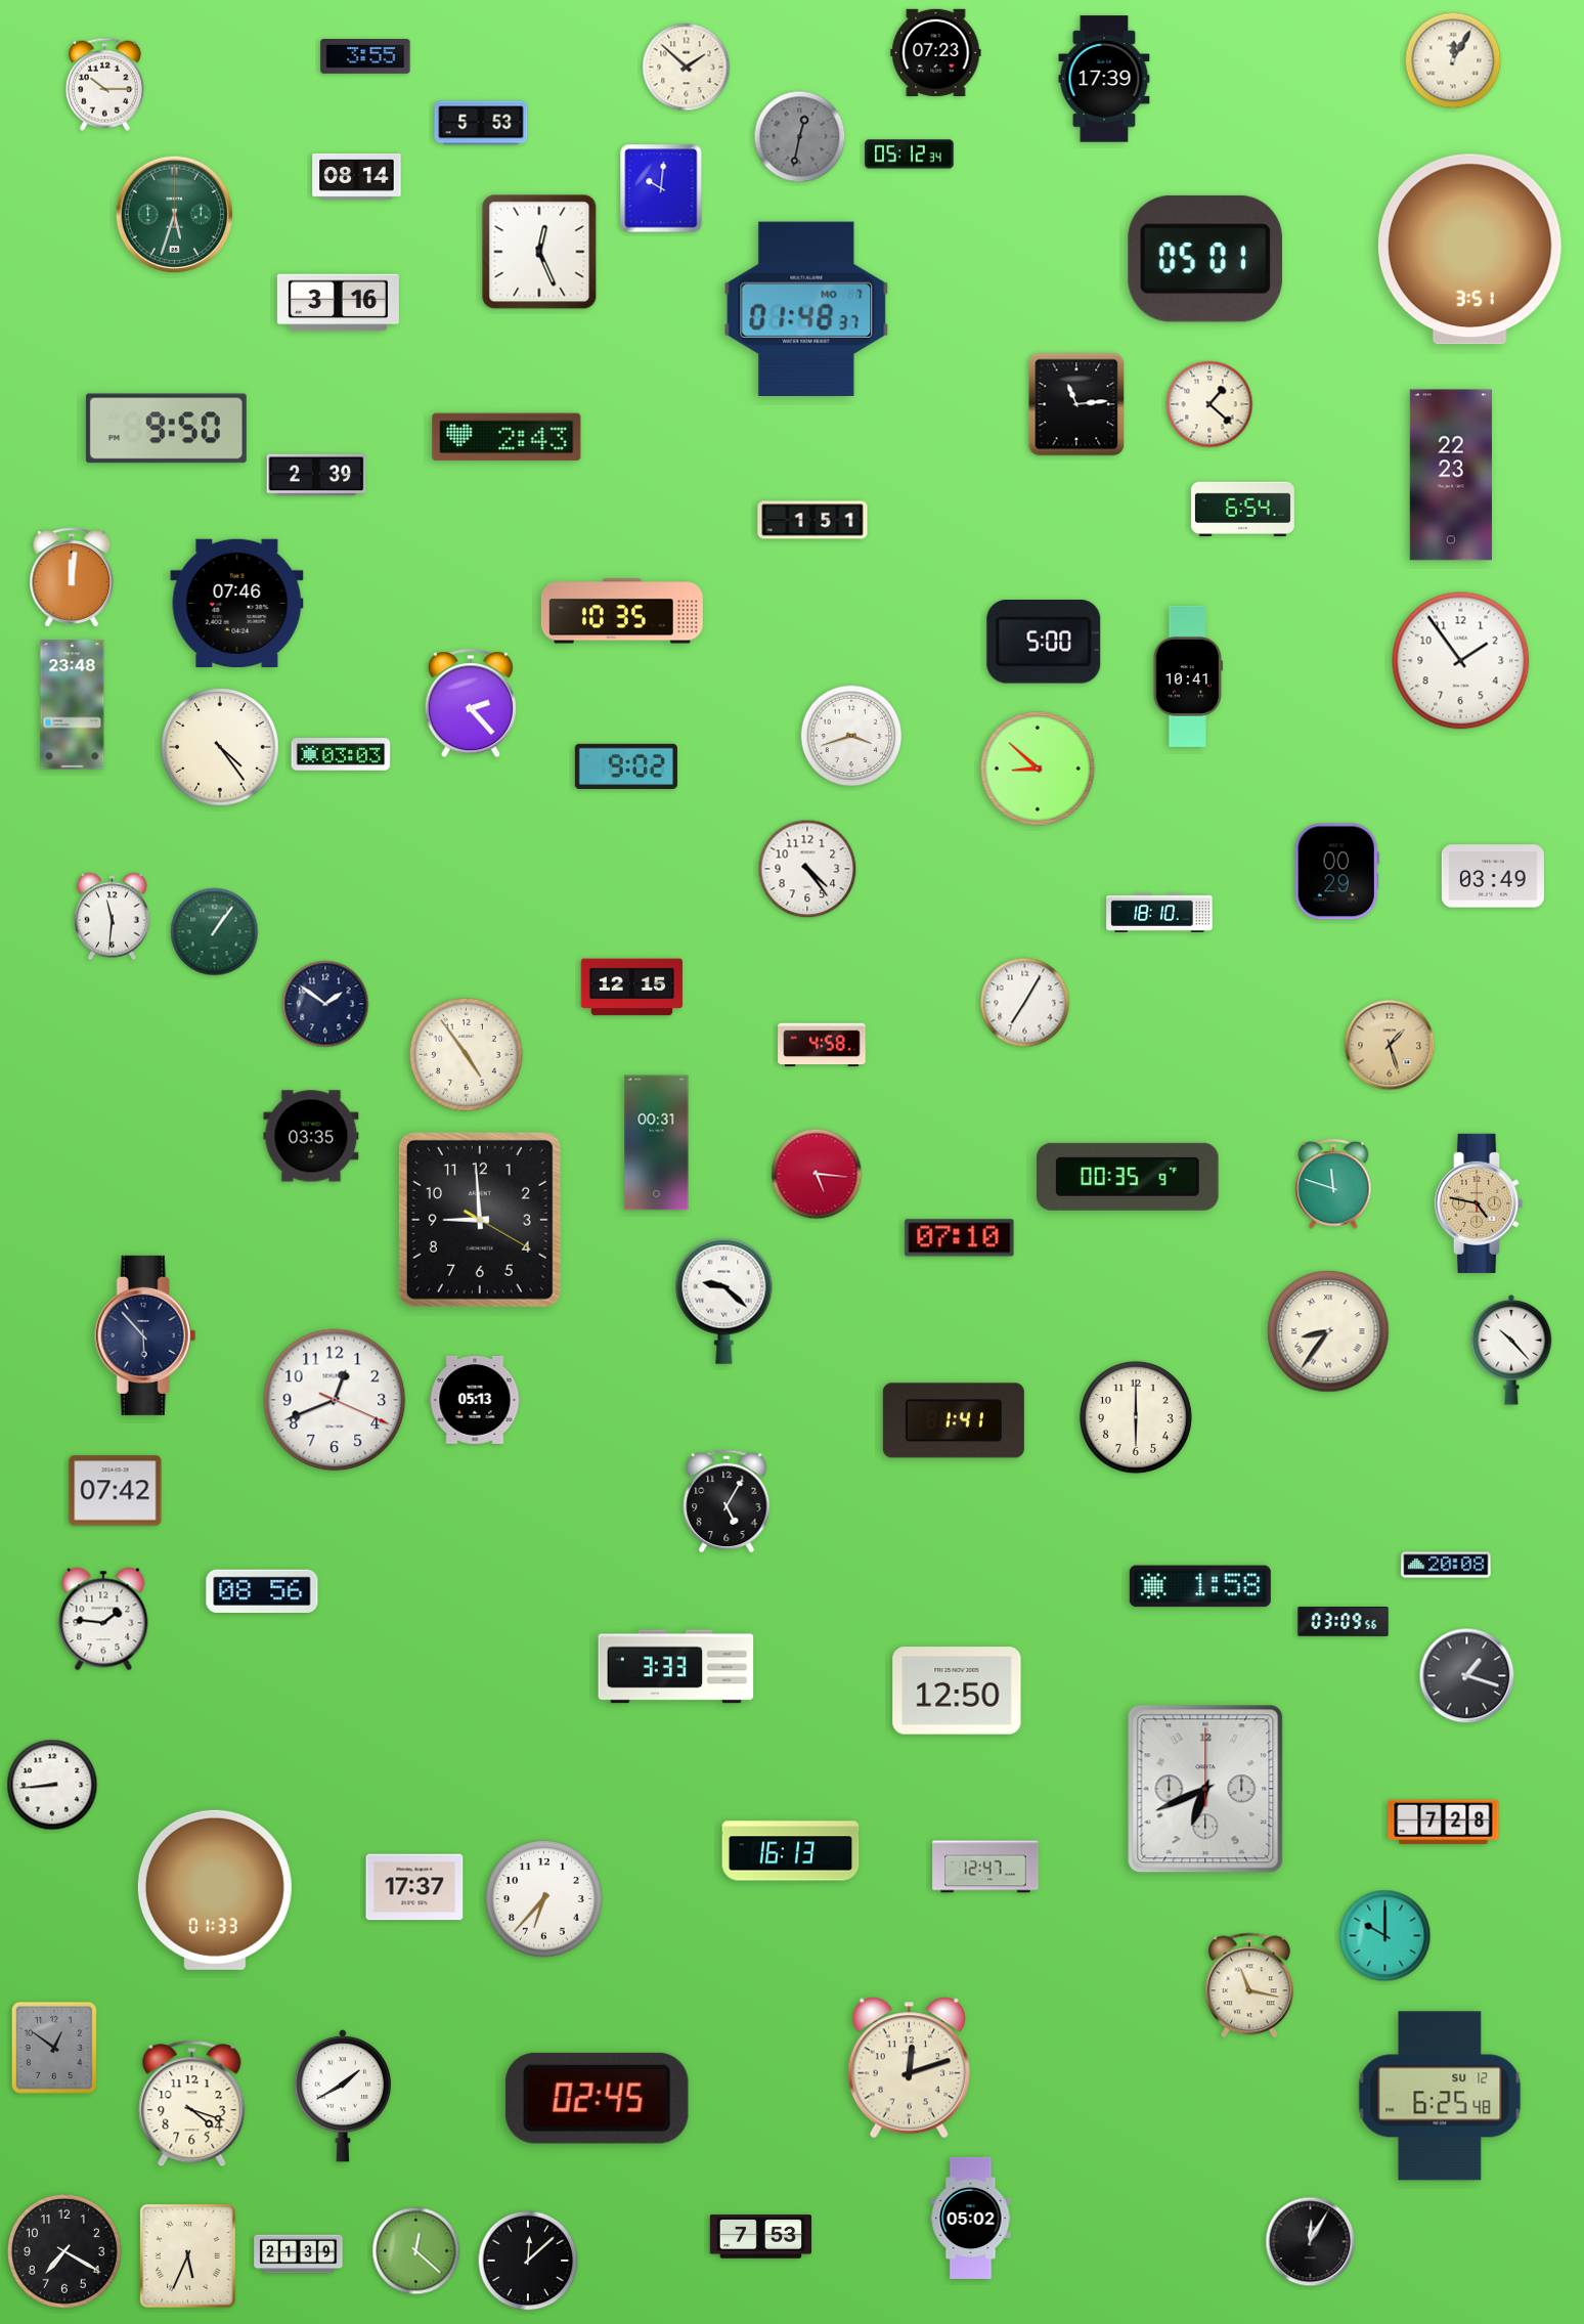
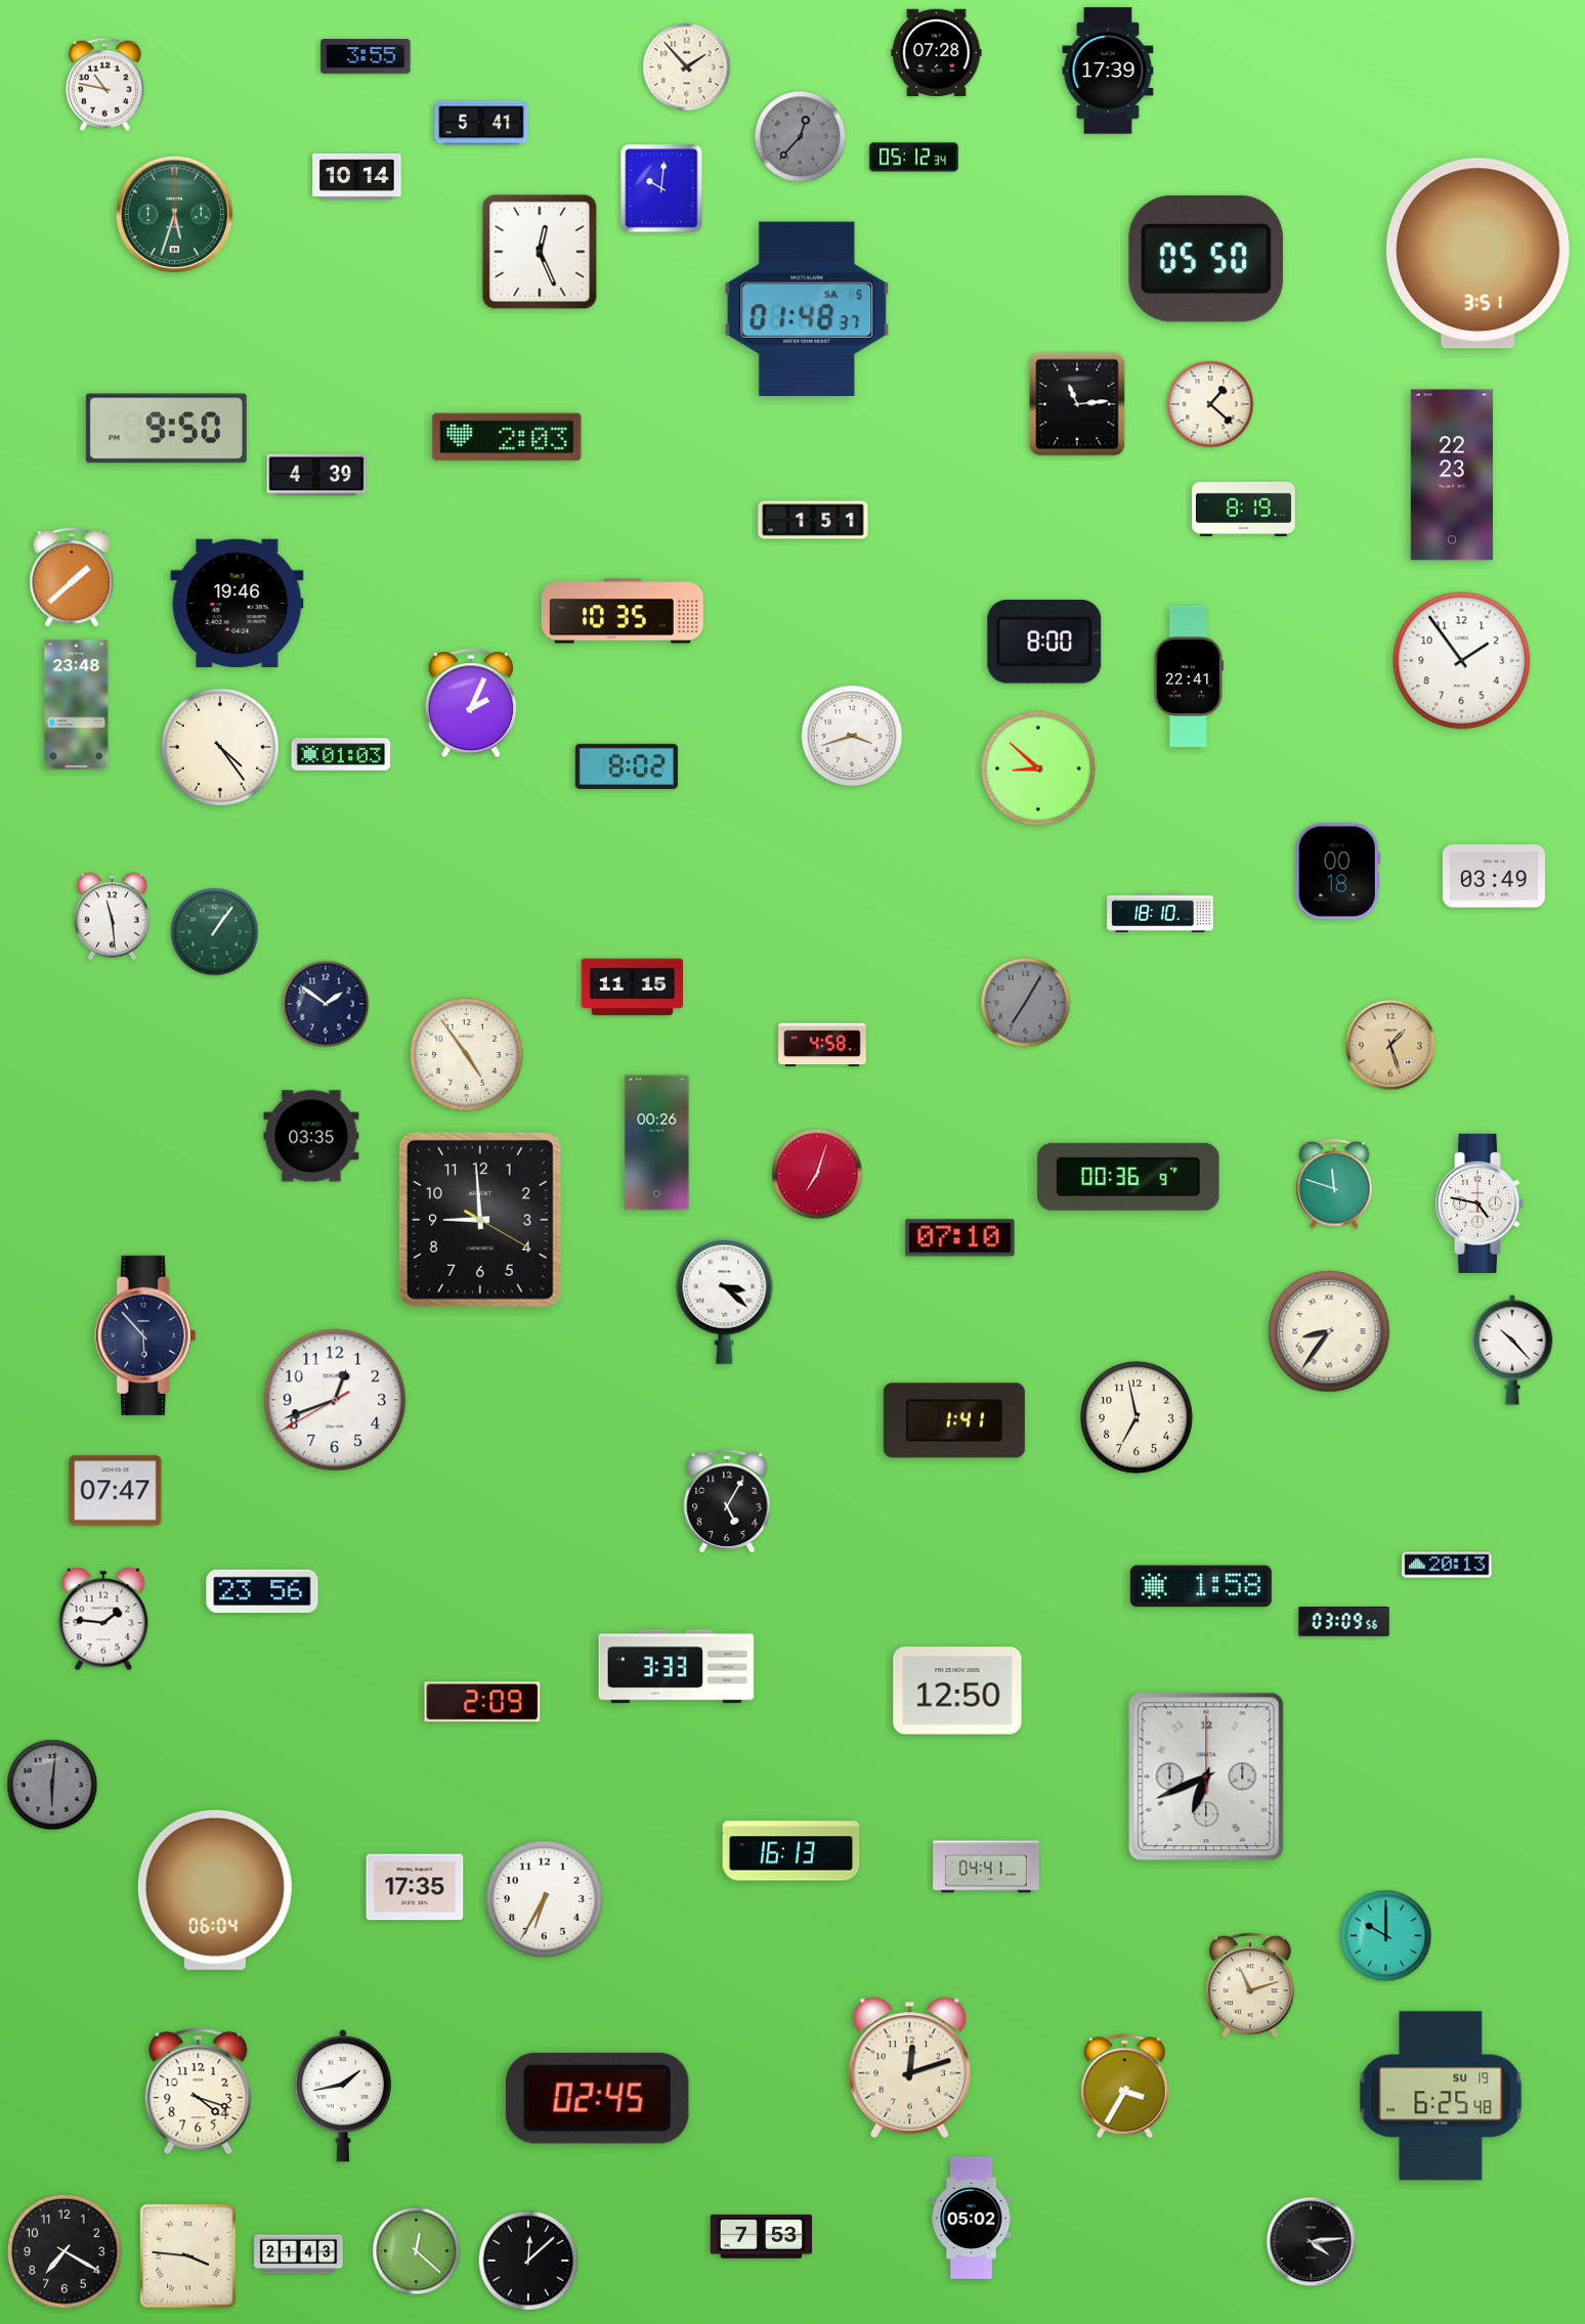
clock at (936, 52): 07:23 -> 07:28
clock at (1453, 60): 12:05 -> none
clock at (687, 68): 1:52 -> 1:53
clock at (1104, 79) position: (1104, 79) -> (1108, 71)
clock at (104, 84): 10:15 -> 10:47
clock at (481, 123): 5:53 -> 5:41
clock at (800, 137): 12:32 -> 12:37
clock at (910, 155) position: (910, 155) -> (914, 158)
clock at (357, 176): 08:14 -> 10:14
clock at (1469, 250) position: (1469, 250) -> (1477, 254)
clock at (1205, 259): 05:01 -> 05:50
clock at (338, 303): 3:16 -> none
clock at (806, 308) date: MO 7 -> SA 5
clock at (507, 437): 2:43 -> 2:03
clock at (316, 475): 2:39 -> 4:39
clock at (1242, 510): 6:54 -> 8:19
clock at (72, 577): 12:01 -> 1:38
clock at (237, 603): 07:46 -> 19:46
clock at (1044, 643): 5:00 -> 8:00
clock at (1188, 676): 10:41 -> 22:41
clock at (470, 704): 2:23 -> 2:04
clock at (73, 705) position: (73, 705) -> (77, 705)
clock at (341, 754): 03:03 -> 01:03
clock at (626, 766): 9:02 -> 8:02
clock at (807, 869): 4:24 -> none
clock at (1336, 872): 00:29 -> 00:18
clock at (112, 917): 11:31 -> 11:29
clock at (631, 988): 12:15 -> 11:15
clock at (1025, 1003) dial: white -> grey
clock at (657, 1143): 00:31 -> 00:26
clock at (817, 1174): 5:16 -> 7:03
clock at (1128, 1177): 00:35 -> 00:36
clock at (1479, 1203) dial: champagne -> white
clock at (724, 1301): 9:22 -> 3:22
clock at (335, 1400): 12:41:19 -> 12:41:40
clock at (475, 1400): 05:13 -> none
clock at (1136, 1417): 6:00 -> 6:58
clock at (116, 1491): 07:42 -> 07:47
clock at (1446, 1565): 20:08 -> 20:13
clock at (262, 1590): 08:56 -> 23:56
clock at (1467, 1676): 1:18 -> none
clock at (482, 1702): none -> 2:09
clock at (52, 1785): 8:44 -> 6:01
clock at (52, 1785) dial: white -> grey
clock at (1205, 1789) position: (1205, 1789) -> (1206, 1777)
clock at (1444, 1823): 7:28 -> none
clock at (985, 1867): 12:47 -> 04:41
clock at (414, 1887): 17:37 -> 17:35
clock at (215, 1890): 01:33 -> 06:04
clock at (544, 1899): 6:37 -> 6:35
clock at (1249, 1985): 11:17 -> 11:12
clock at (54, 2048): 12:51 -> none
clock at (1125, 2087): none -> 3:35
clock at (343, 2096): 1:40 -> 1:43
clock at (1440, 2096) date: SU 12 -> SU 19
clock at (192, 2104) position: (192, 2104) -> (199, 2092)
clock at (1311, 2242): 12:05 -> 4:14
clock at (299, 2254): 21:39 -> 21:43
clock at (187, 2255): 5:34 -> 3:46
